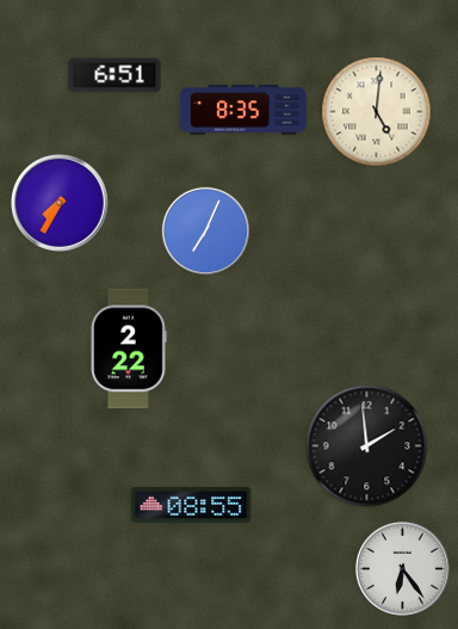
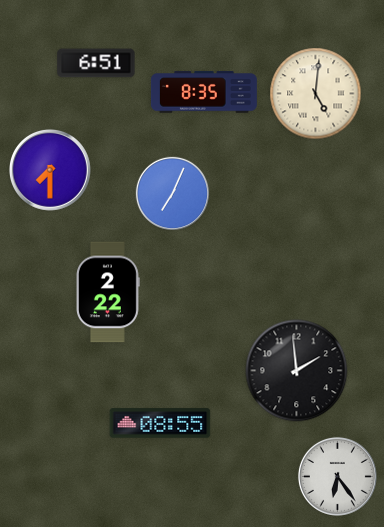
clock at (60, 203): 7:35 -> 7:30
clock at (367, 446) position: (367, 446) -> (297, 371)
